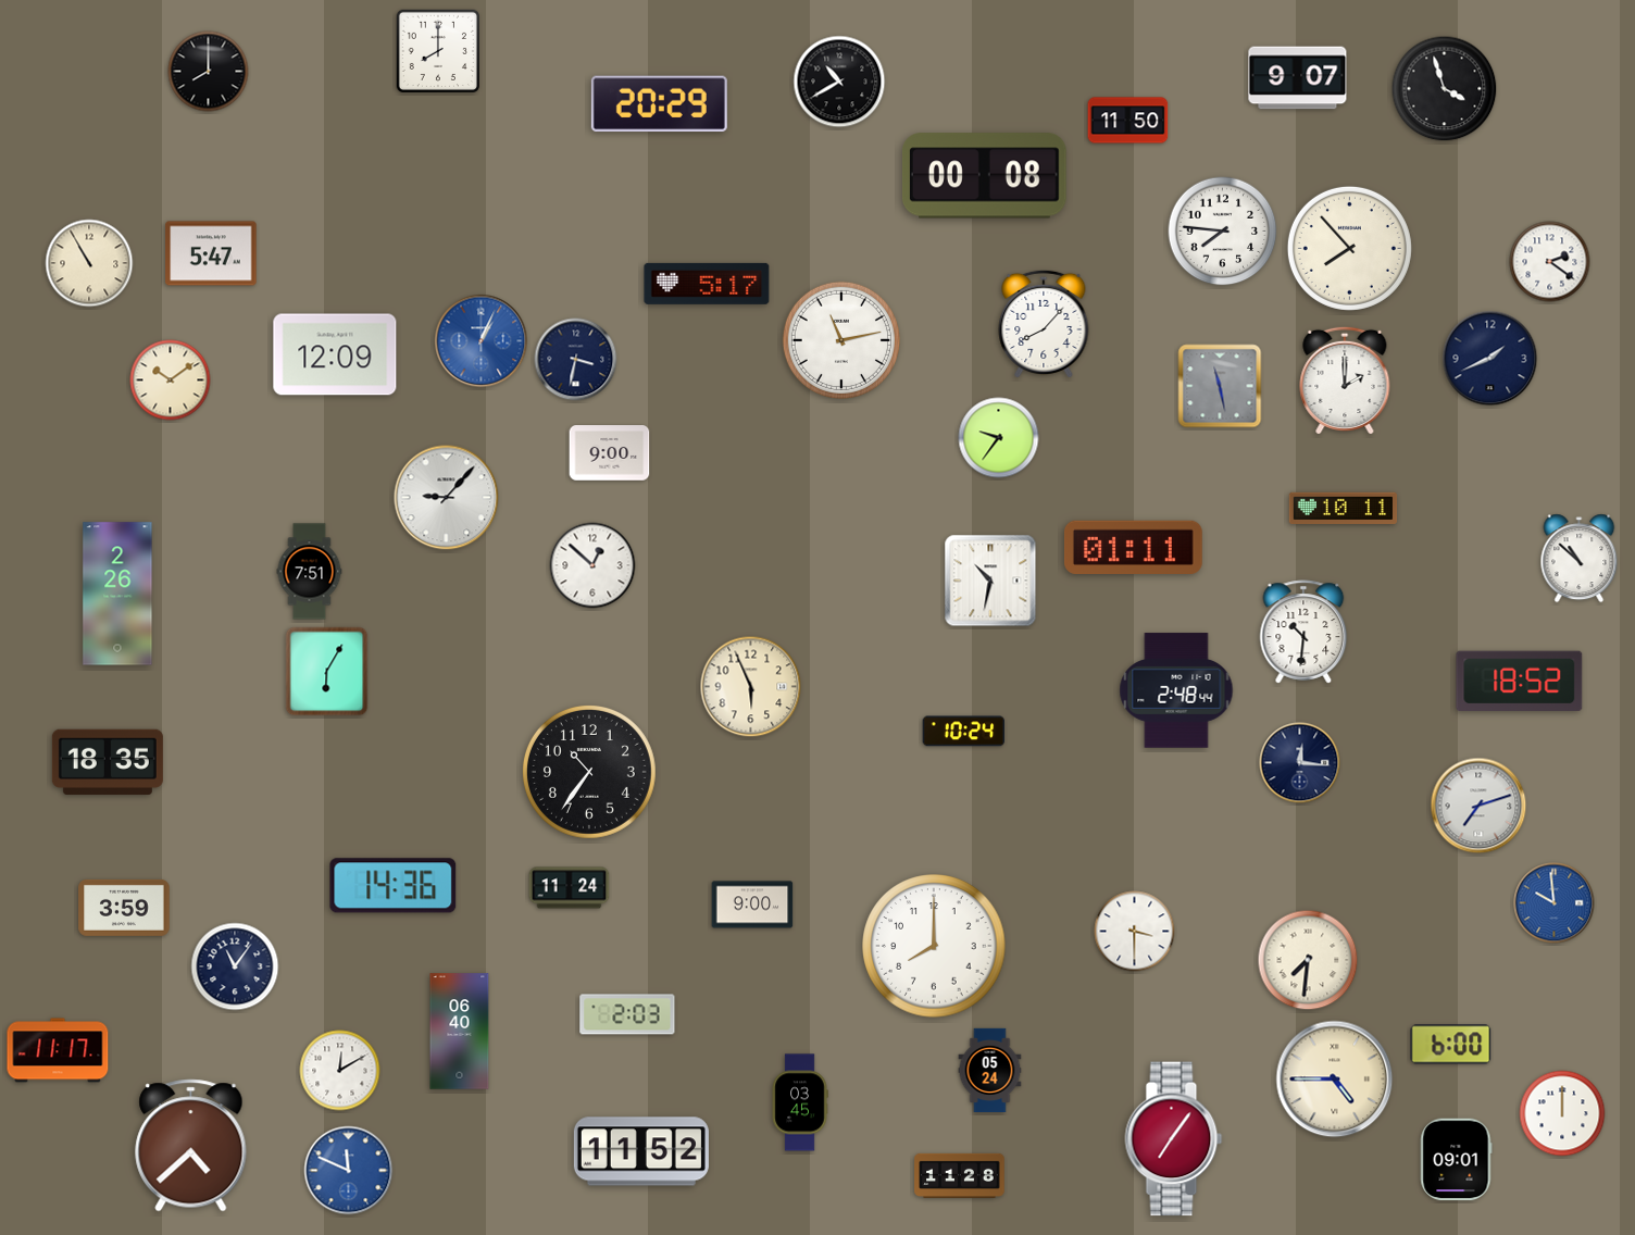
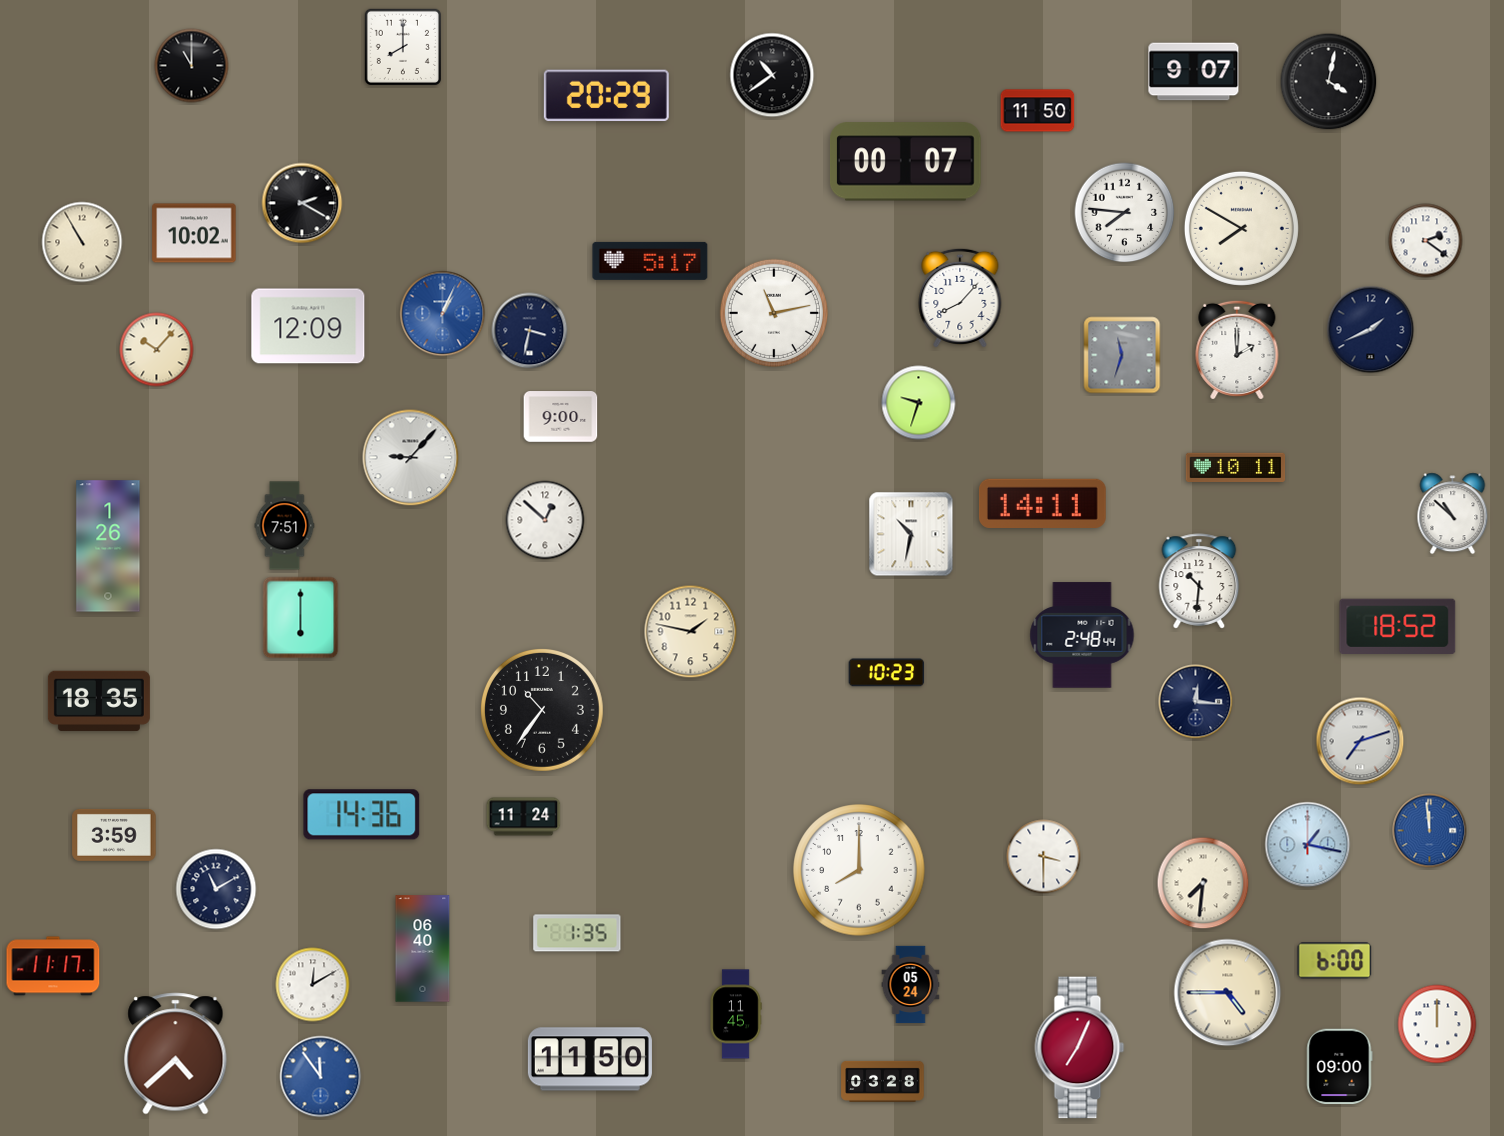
clock at (209, 72): 8:00 -> 11:00
clock at (839, 82): 10:40 -> 10:39
clock at (1445, 89): 3:57 -> 4:02
clock at (984, 176): 00:08 -> 00:07
clock at (302, 203): none -> 2:20
clock at (1349, 248): 7:53 -> 7:50
clock at (211, 253): 5:47 -> 10:02
clock at (171, 381): 10:09 -> 10:07
clock at (1220, 386): 11:28 -> 11:33
clock at (999, 438): 9:36 -> 9:33
clock at (1133, 547): 01:11 -> 14:11
clock at (117, 594): 2:26 -> 1:26
clock at (327, 672): 6:05 -> 6:00
clock at (751, 687): 5:56 -> 1:47
clock at (964, 732): 10:24 -> 10:23
clock at (1555, 903): 9:59 -> 11:59
clock at (752, 905): 9:00 -> none
clock at (1308, 845): none -> 1:17
clock at (235, 966): 11:06 -> 11:10
clock at (627, 1014): 2:03 -> 1:35
clock at (800, 1102): 03:45 -> 11:45
clock at (1174, 1139): 7:06 -> 7:04
clock at (641, 1151): 11:52 -> 11:50
clock at (1457, 1160): 09:01 -> 09:00
clock at (349, 1171): 11:49 -> 11:54
clock at (960, 1175): 11:28 -> 03:28
